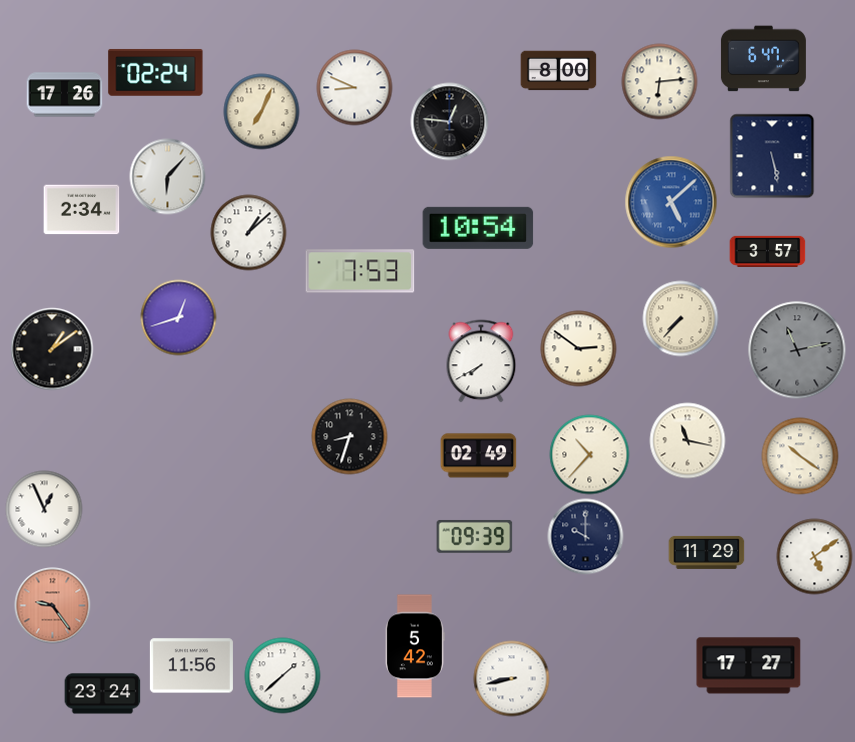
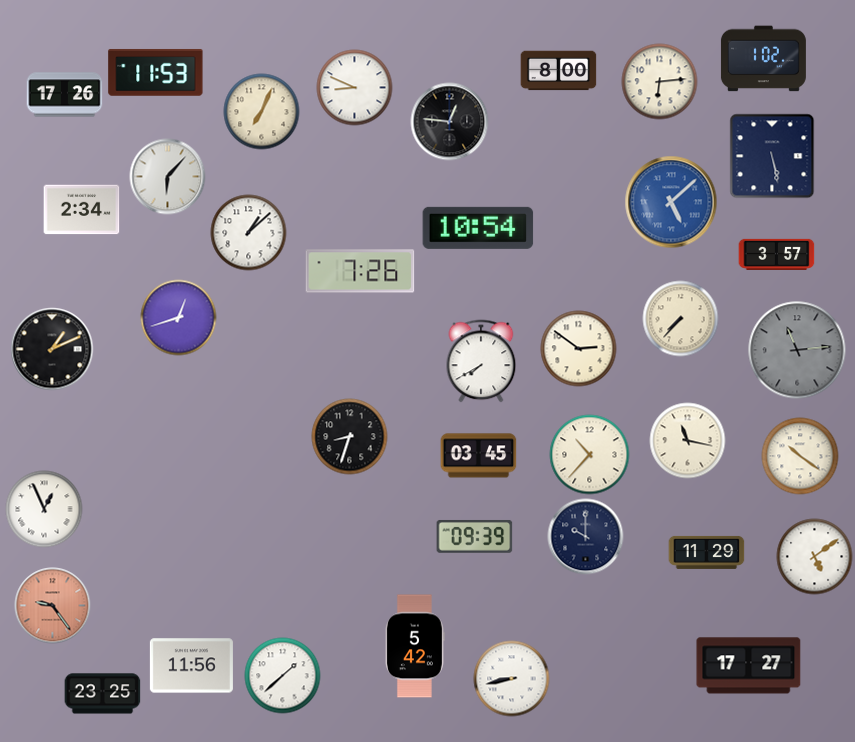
clock at (763, 59): 6:47 -> 1:02
clock at (156, 73): 02:24 -> 11:53
clock at (768, 251) position: (768, 251) -> (777, 254)
clock at (360, 271): 7:53 -> 7:26
clock at (52, 349): 1:09 -> 1:11
clock at (797, 350): 11:13 -> 11:14
clock at (479, 456): 02:49 -> 03:45
clock at (103, 694): 23:24 -> 23:25
